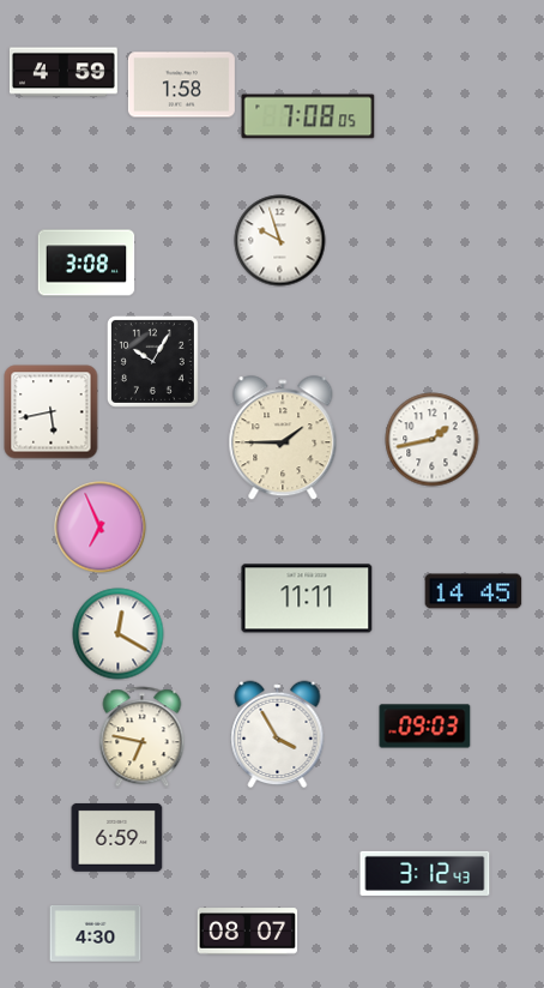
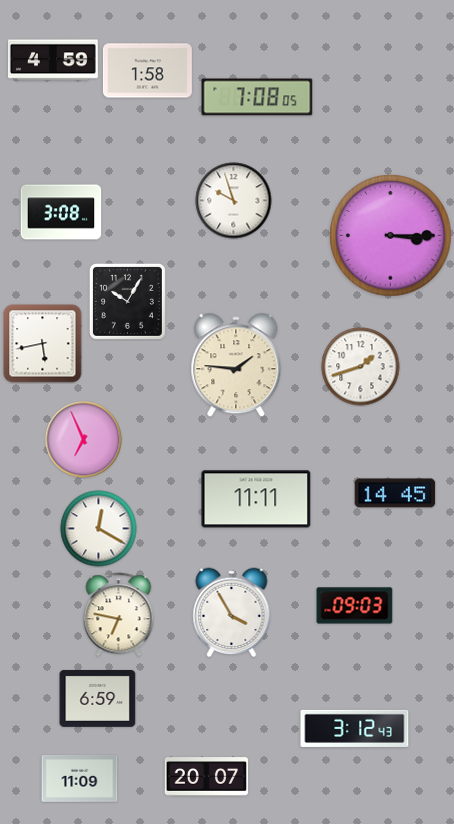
clock at (181, 85) position: (181, 85) -> (147, 71)
clock at (86, 263) position: (86, 263) -> (61, 212)
clock at (391, 236): none -> 3:15
clock at (283, 439): 1:45 -> 1:46
clock at (433, 440): 1:43 -> 1:42
clock at (248, 932): 08:07 -> 20:07
clock at (96, 933): 4:30 -> 11:09
